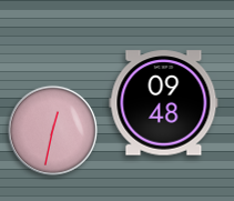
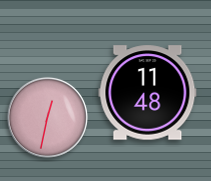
clock at (164, 103): 09:48 -> 11:48
